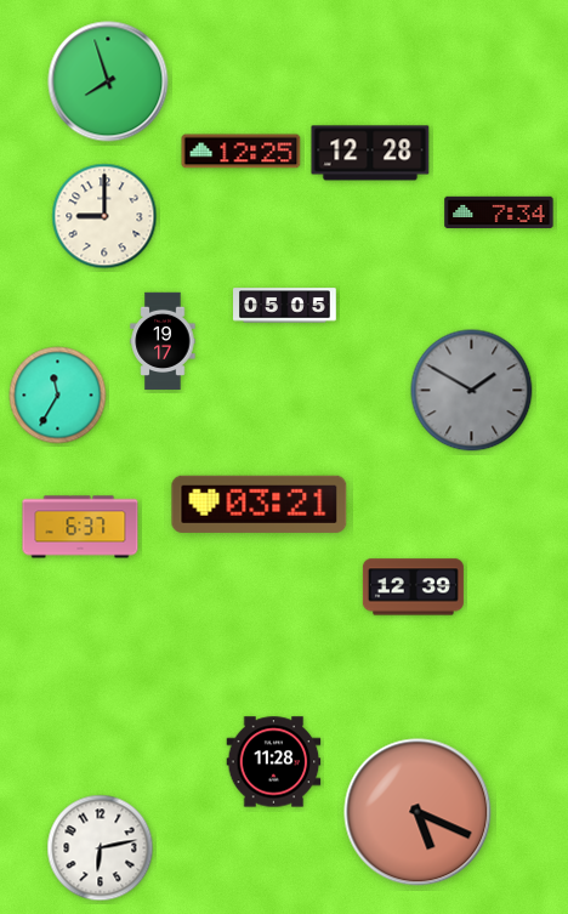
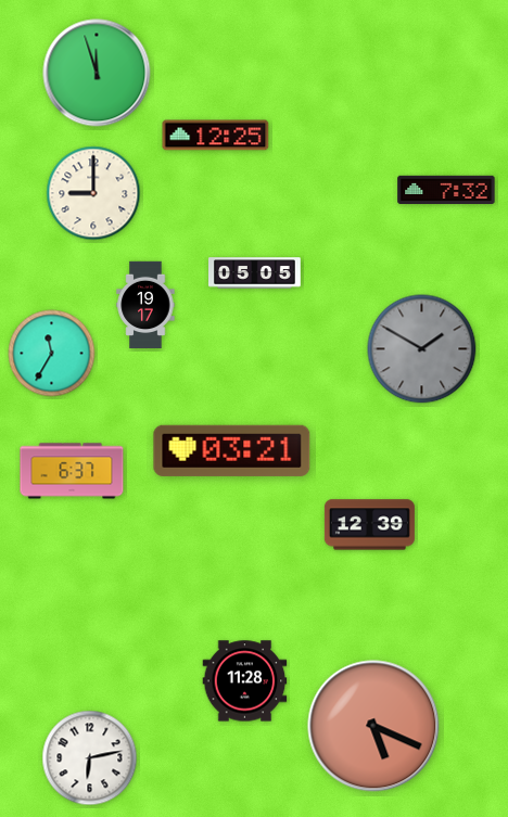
clock at (108, 81): 7:57 -> 11:57
clock at (370, 153): 12:28 -> none
clock at (499, 211): 7:34 -> 7:32
